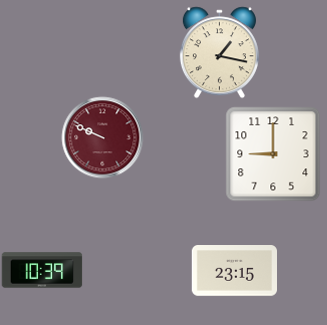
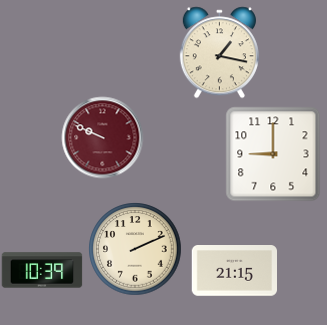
clock at (135, 249): none -> 2:11
clock at (234, 271): 23:15 -> 21:15
